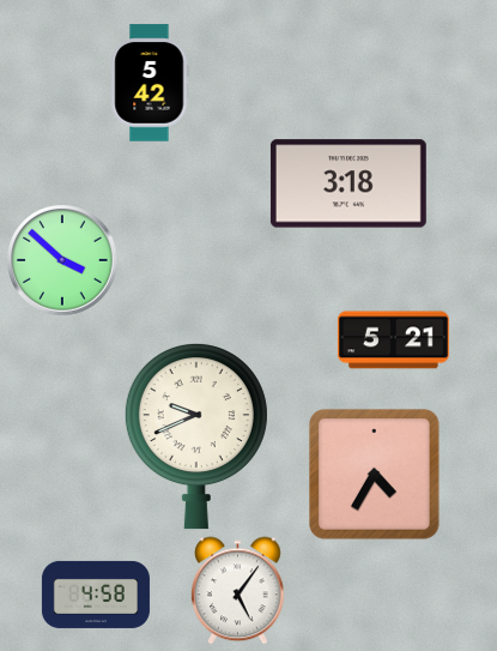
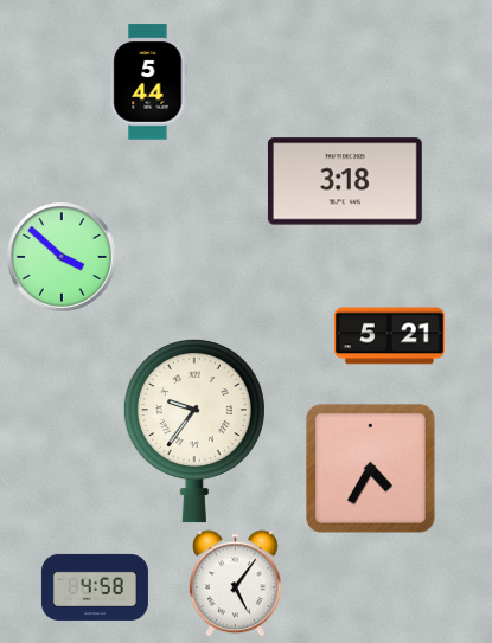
clock at (150, 83): 5:42 -> 5:44
clock at (196, 436): 9:41 -> 9:36
